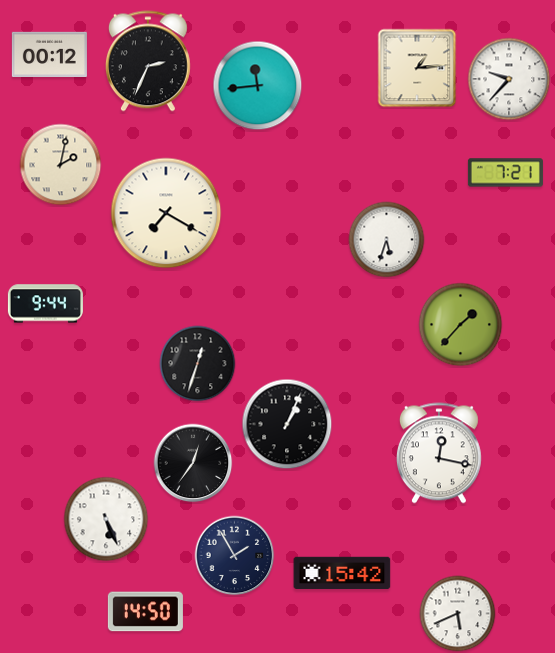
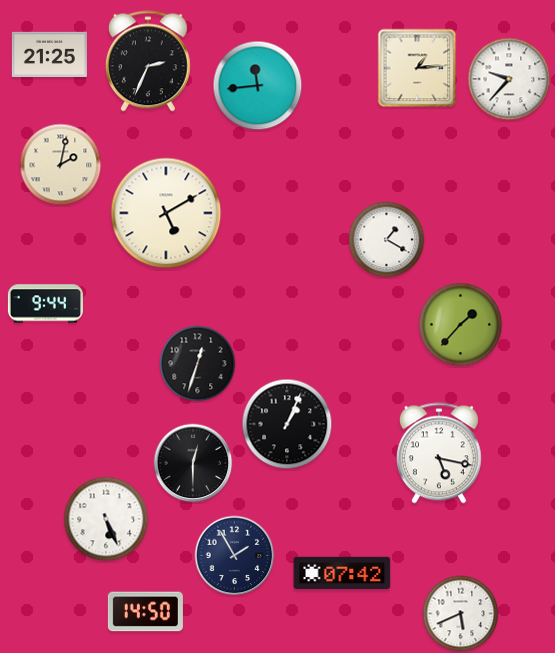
clock at (49, 54): 00:12 -> 21:25
clock at (505, 173): 7:21 -> none
clock at (166, 213): 7:20 -> 5:10
clock at (387, 240): 5:33 -> 1:20
clock at (439, 453): 12:17 -> 5:17
clock at (193, 463): 12:36 -> 12:30
clock at (342, 573): 15:42 -> 07:42
clock at (458, 614) position: (458, 614) -> (461, 614)
